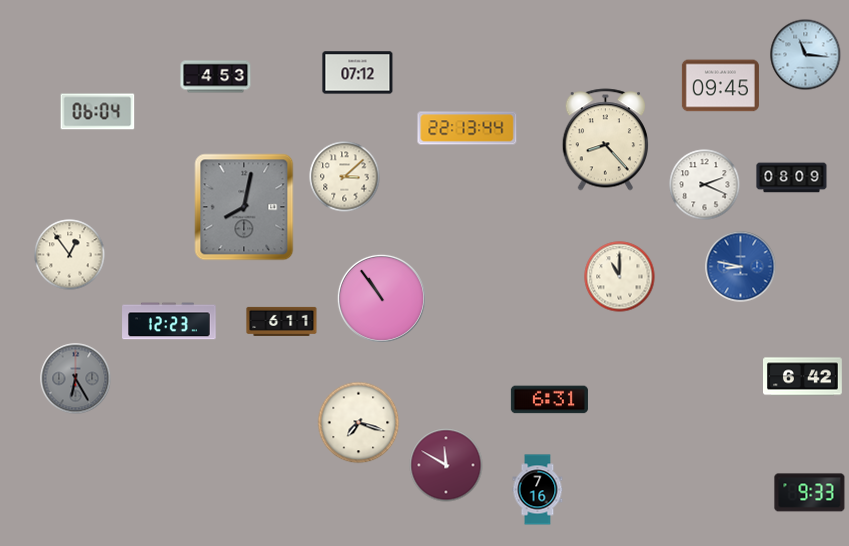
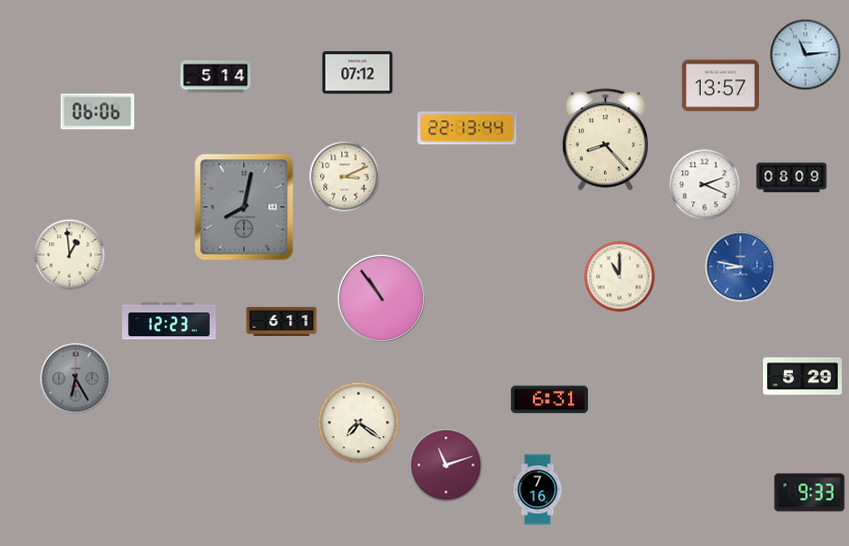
clock at (806, 55): 11:16 -> 11:14
clock at (216, 77): 4:53 -> 5:14
clock at (720, 86): 09:45 -> 13:57
clock at (98, 112): 06:04 -> 06:06
clock at (345, 177): 3:08 -> 3:11
clock at (70, 255): 12:54 -> 12:59
clock at (803, 377): 6:42 -> 5:29
clock at (359, 423): 7:18 -> 7:21
clock at (446, 465): 11:50 -> 11:12
